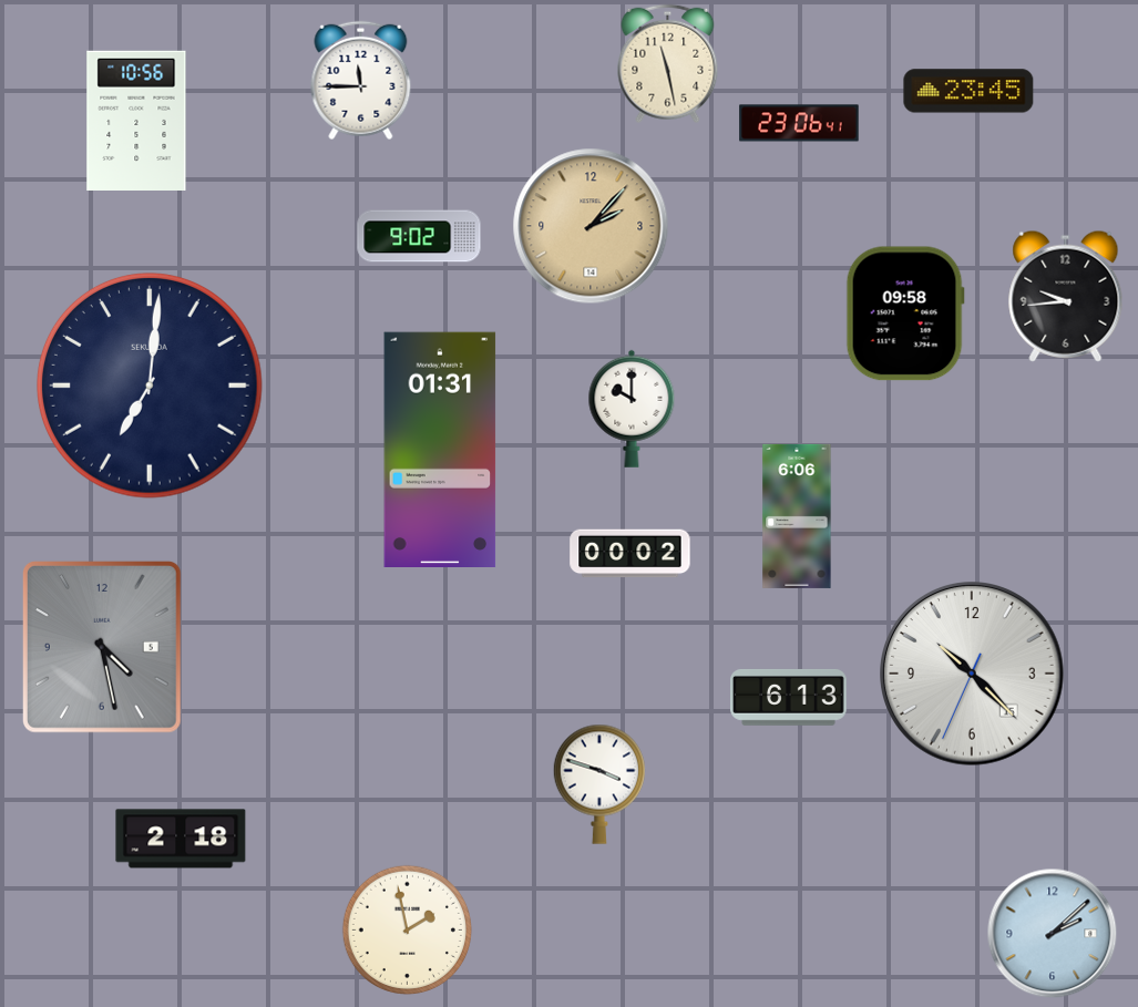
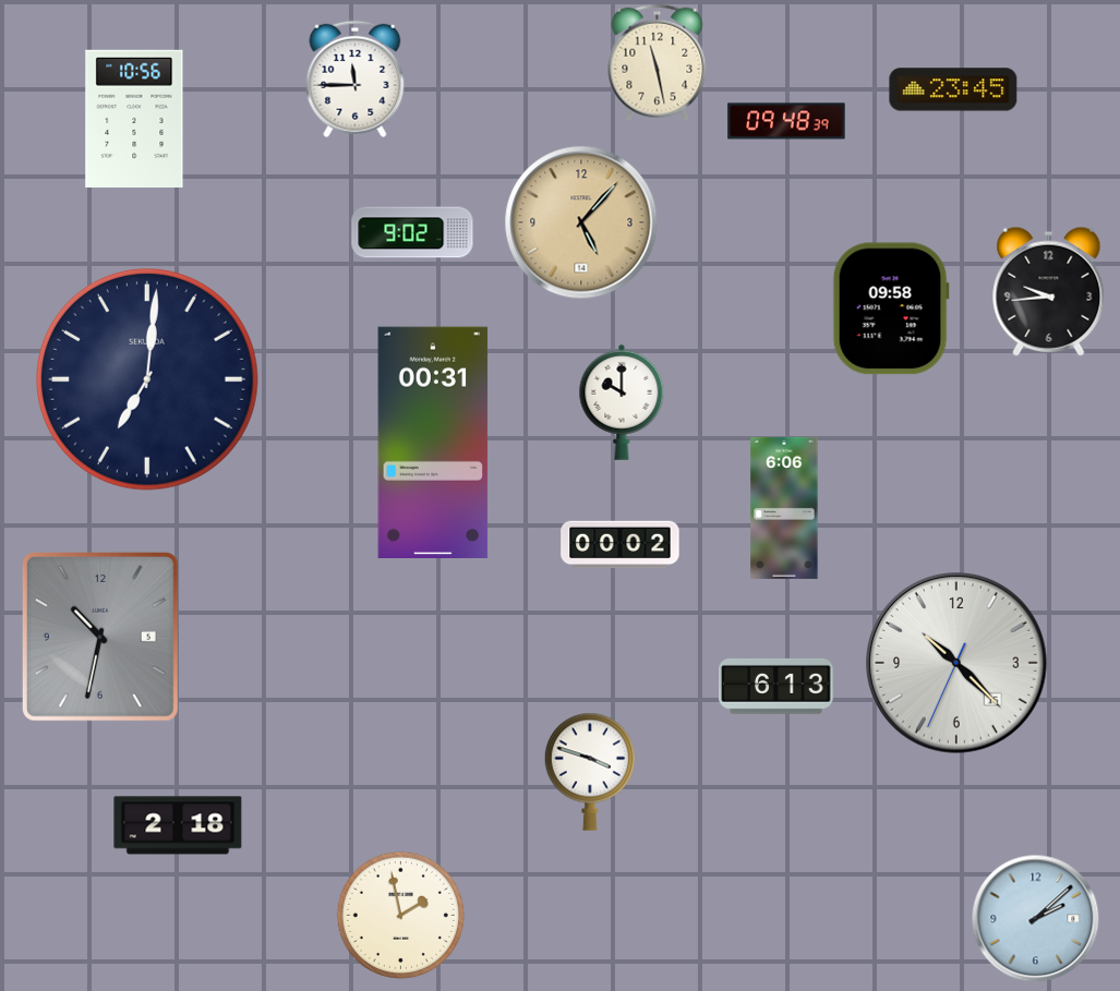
clock at (799, 123): 23:06 -> 09:48
clock at (591, 226): 2:07 -> 5:07
clock at (440, 449): 01:31 -> 00:31
clock at (102, 647): 4:28 -> 10:32
